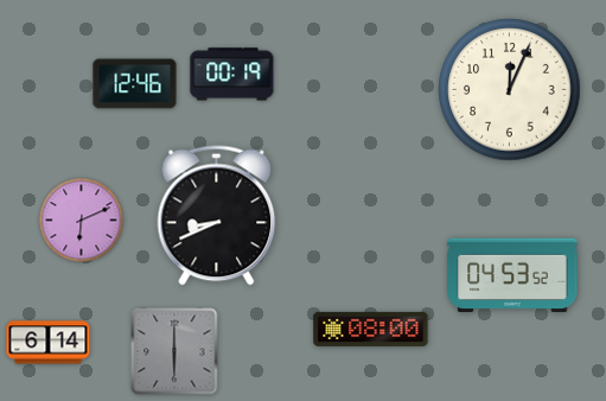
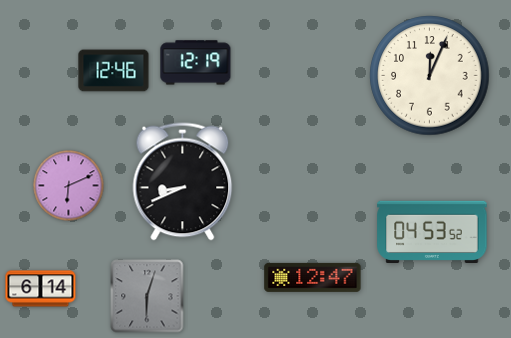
clock at (232, 75): 00:19 -> 12:19
clock at (371, 329): 08:00 -> 12:47
clock at (174, 351): 6:00 -> 6:03
